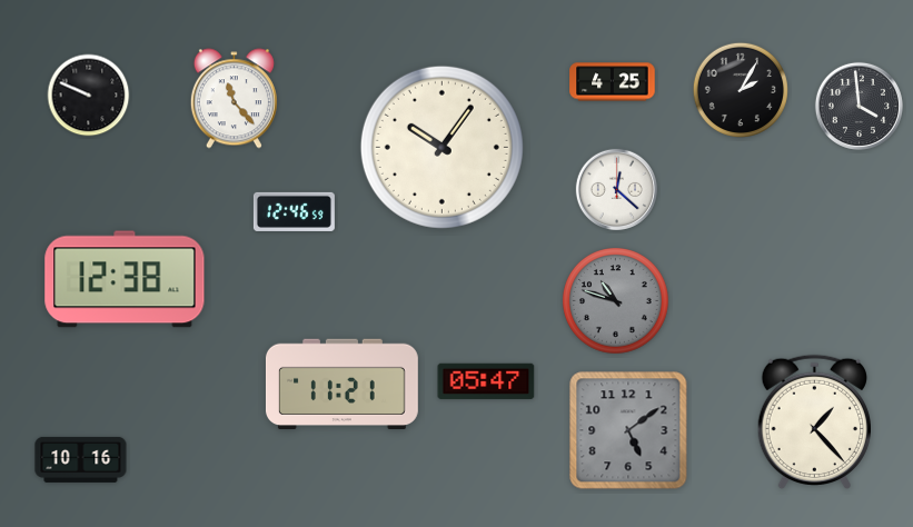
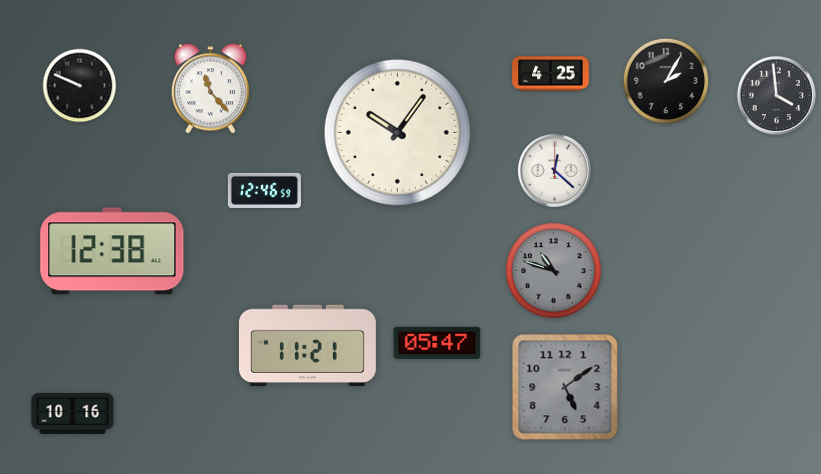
clock at (859, 106) position: (859, 106) -> (776, 95)
clock at (814, 422): 1:23 -> none
